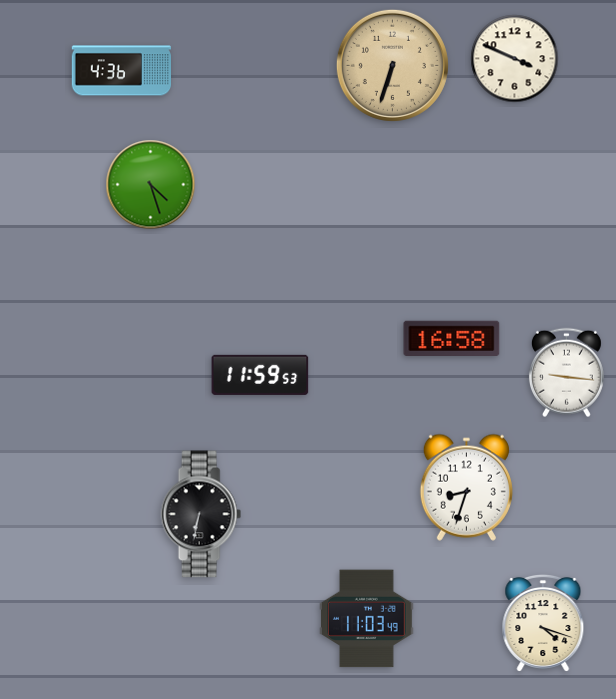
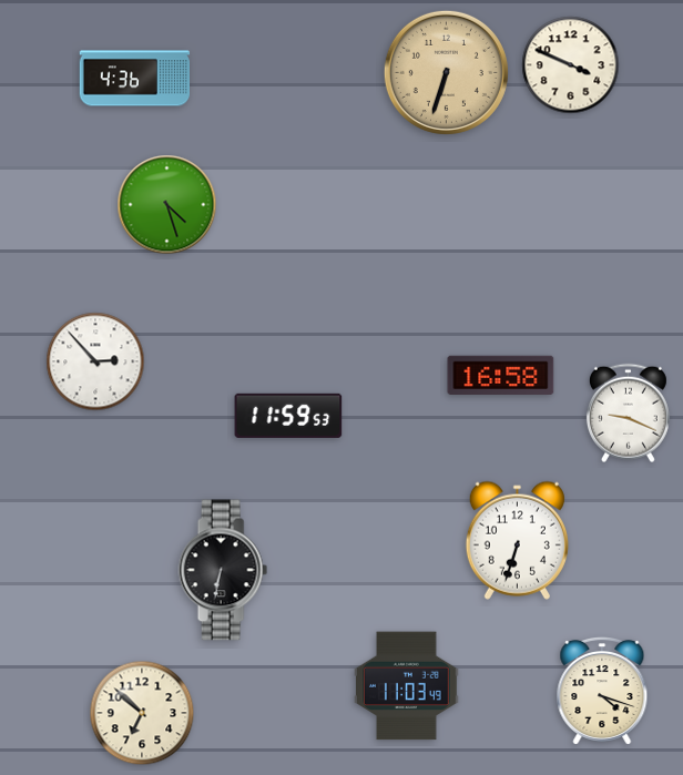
clock at (392, 65) position: (392, 65) -> (446, 72)
clock at (95, 361): none -> 2:53
clock at (566, 373): 9:16 -> 9:19
clock at (466, 487): 8:33 -> 6:33
clock at (142, 713): none -> 6:52
